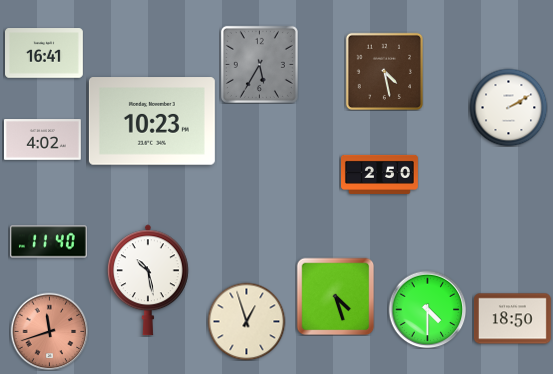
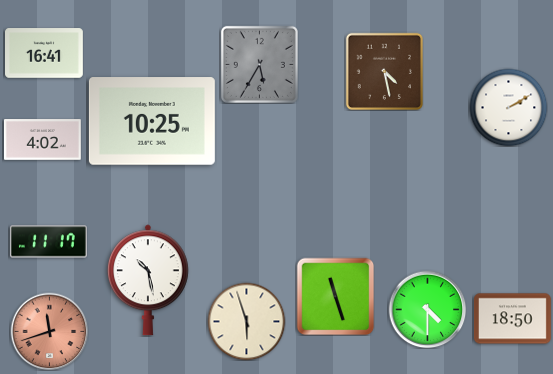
clock at (152, 121): 10:23 -> 10:25
clock at (380, 174): 2:50 -> none
clock at (48, 242): 11:40 -> 11:17
clock at (335, 296): 4:27 -> 11:27
clock at (246, 321): 12:57 -> 5:57
